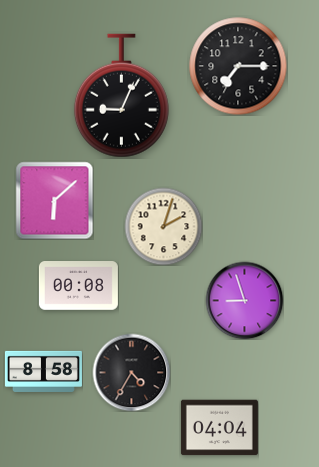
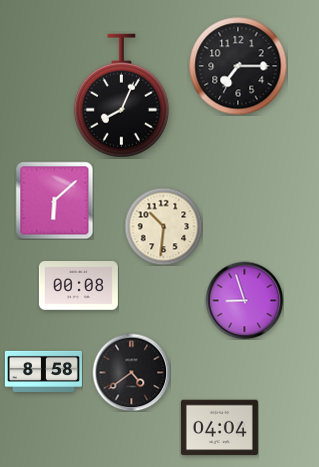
clock at (121, 96): 9:04 -> 8:04
clock at (163, 226): 2:03 -> 10:31
clock at (131, 372): 4:35 -> 4:39
